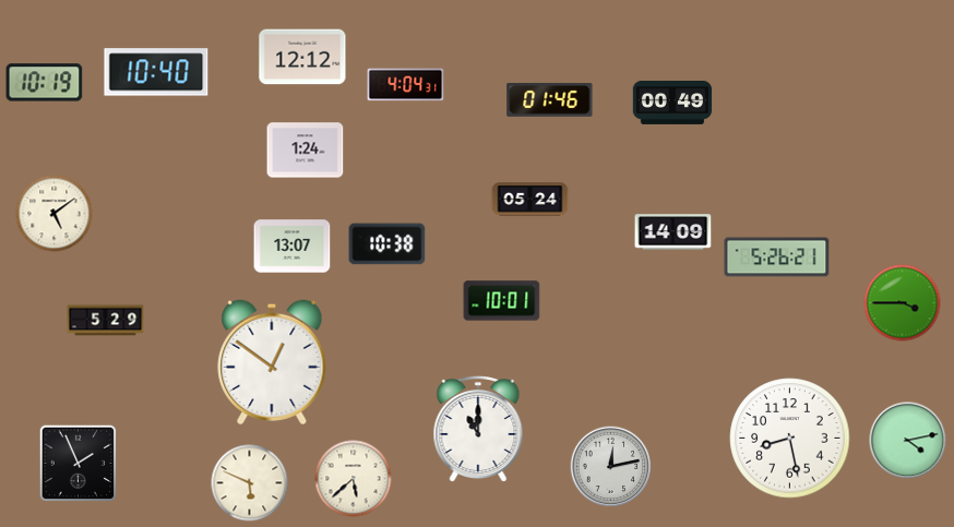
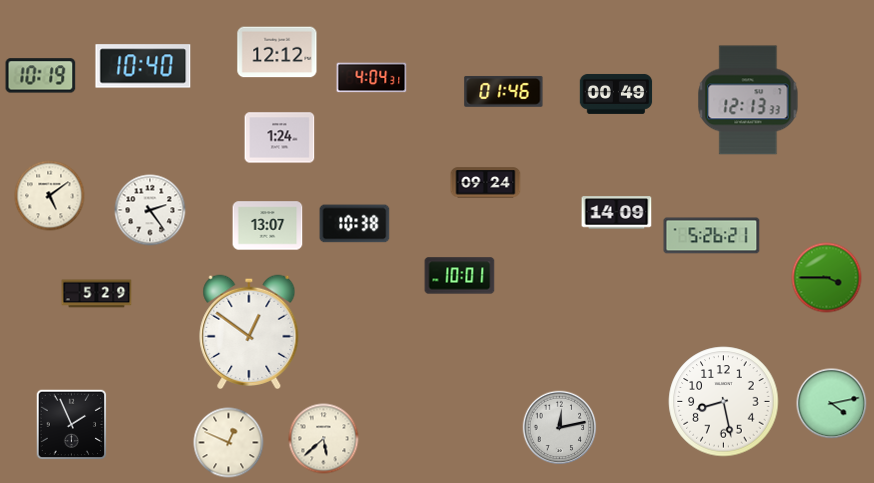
clock at (748, 100): none -> 12:13
clock at (530, 200): 05:24 -> 09:24
clock at (150, 210): none -> 2:24
clock at (478, 428): 11:00 -> none
clock at (250, 483): 5:49 -> 12:49
